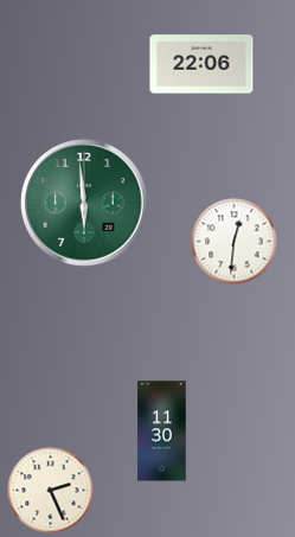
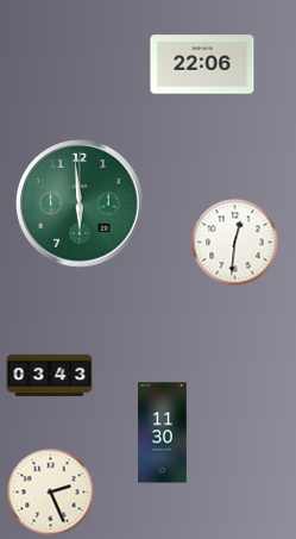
clock at (85, 204) position: (85, 204) -> (81, 205)
clock at (50, 375): none -> 03:43
